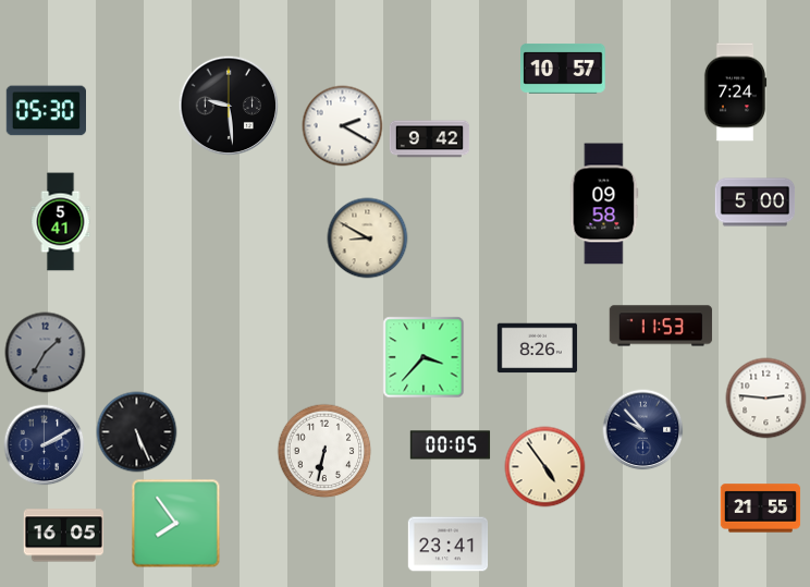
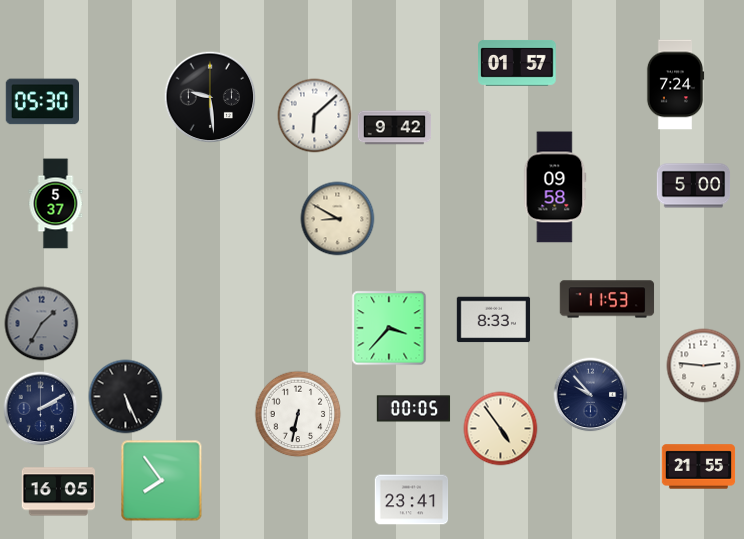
clock at (564, 69): 10:57 -> 01:57
clock at (343, 126): 2:20 -> 6:08
clock at (61, 222): 5:41 -> 5:37
clock at (538, 348): 8:26 -> 8:33
